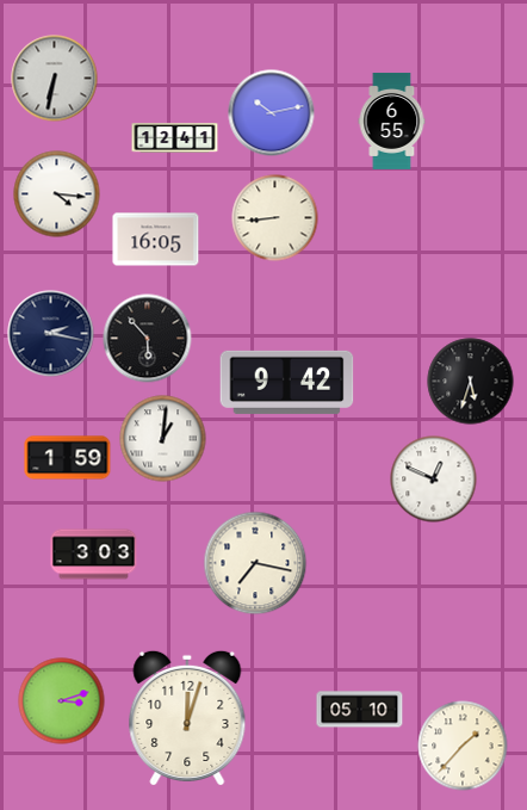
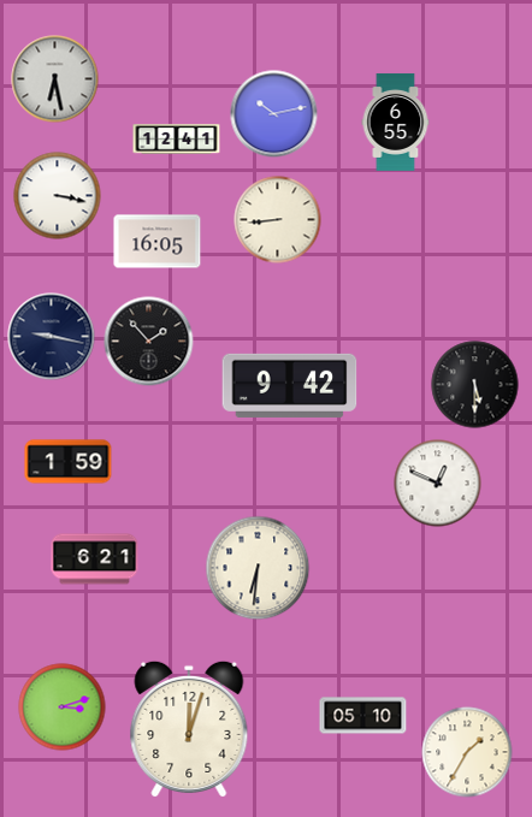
clock at (55, 79): 6:32 -> 6:28
clock at (57, 194): 4:16 -> 3:17
clock at (51, 334): 2:17 -> 9:17
clock at (148, 339): 5:53 -> 1:53
clock at (471, 382): 5:33 -> 5:30
clock at (163, 439): 1:01 -> none
clock at (94, 555): 3:03 -> 6:21
clock at (255, 563): 7:17 -> 6:31
clock at (187, 718) position: (187, 718) -> (189, 729)
clock at (463, 746): 1:37 -> 1:35
